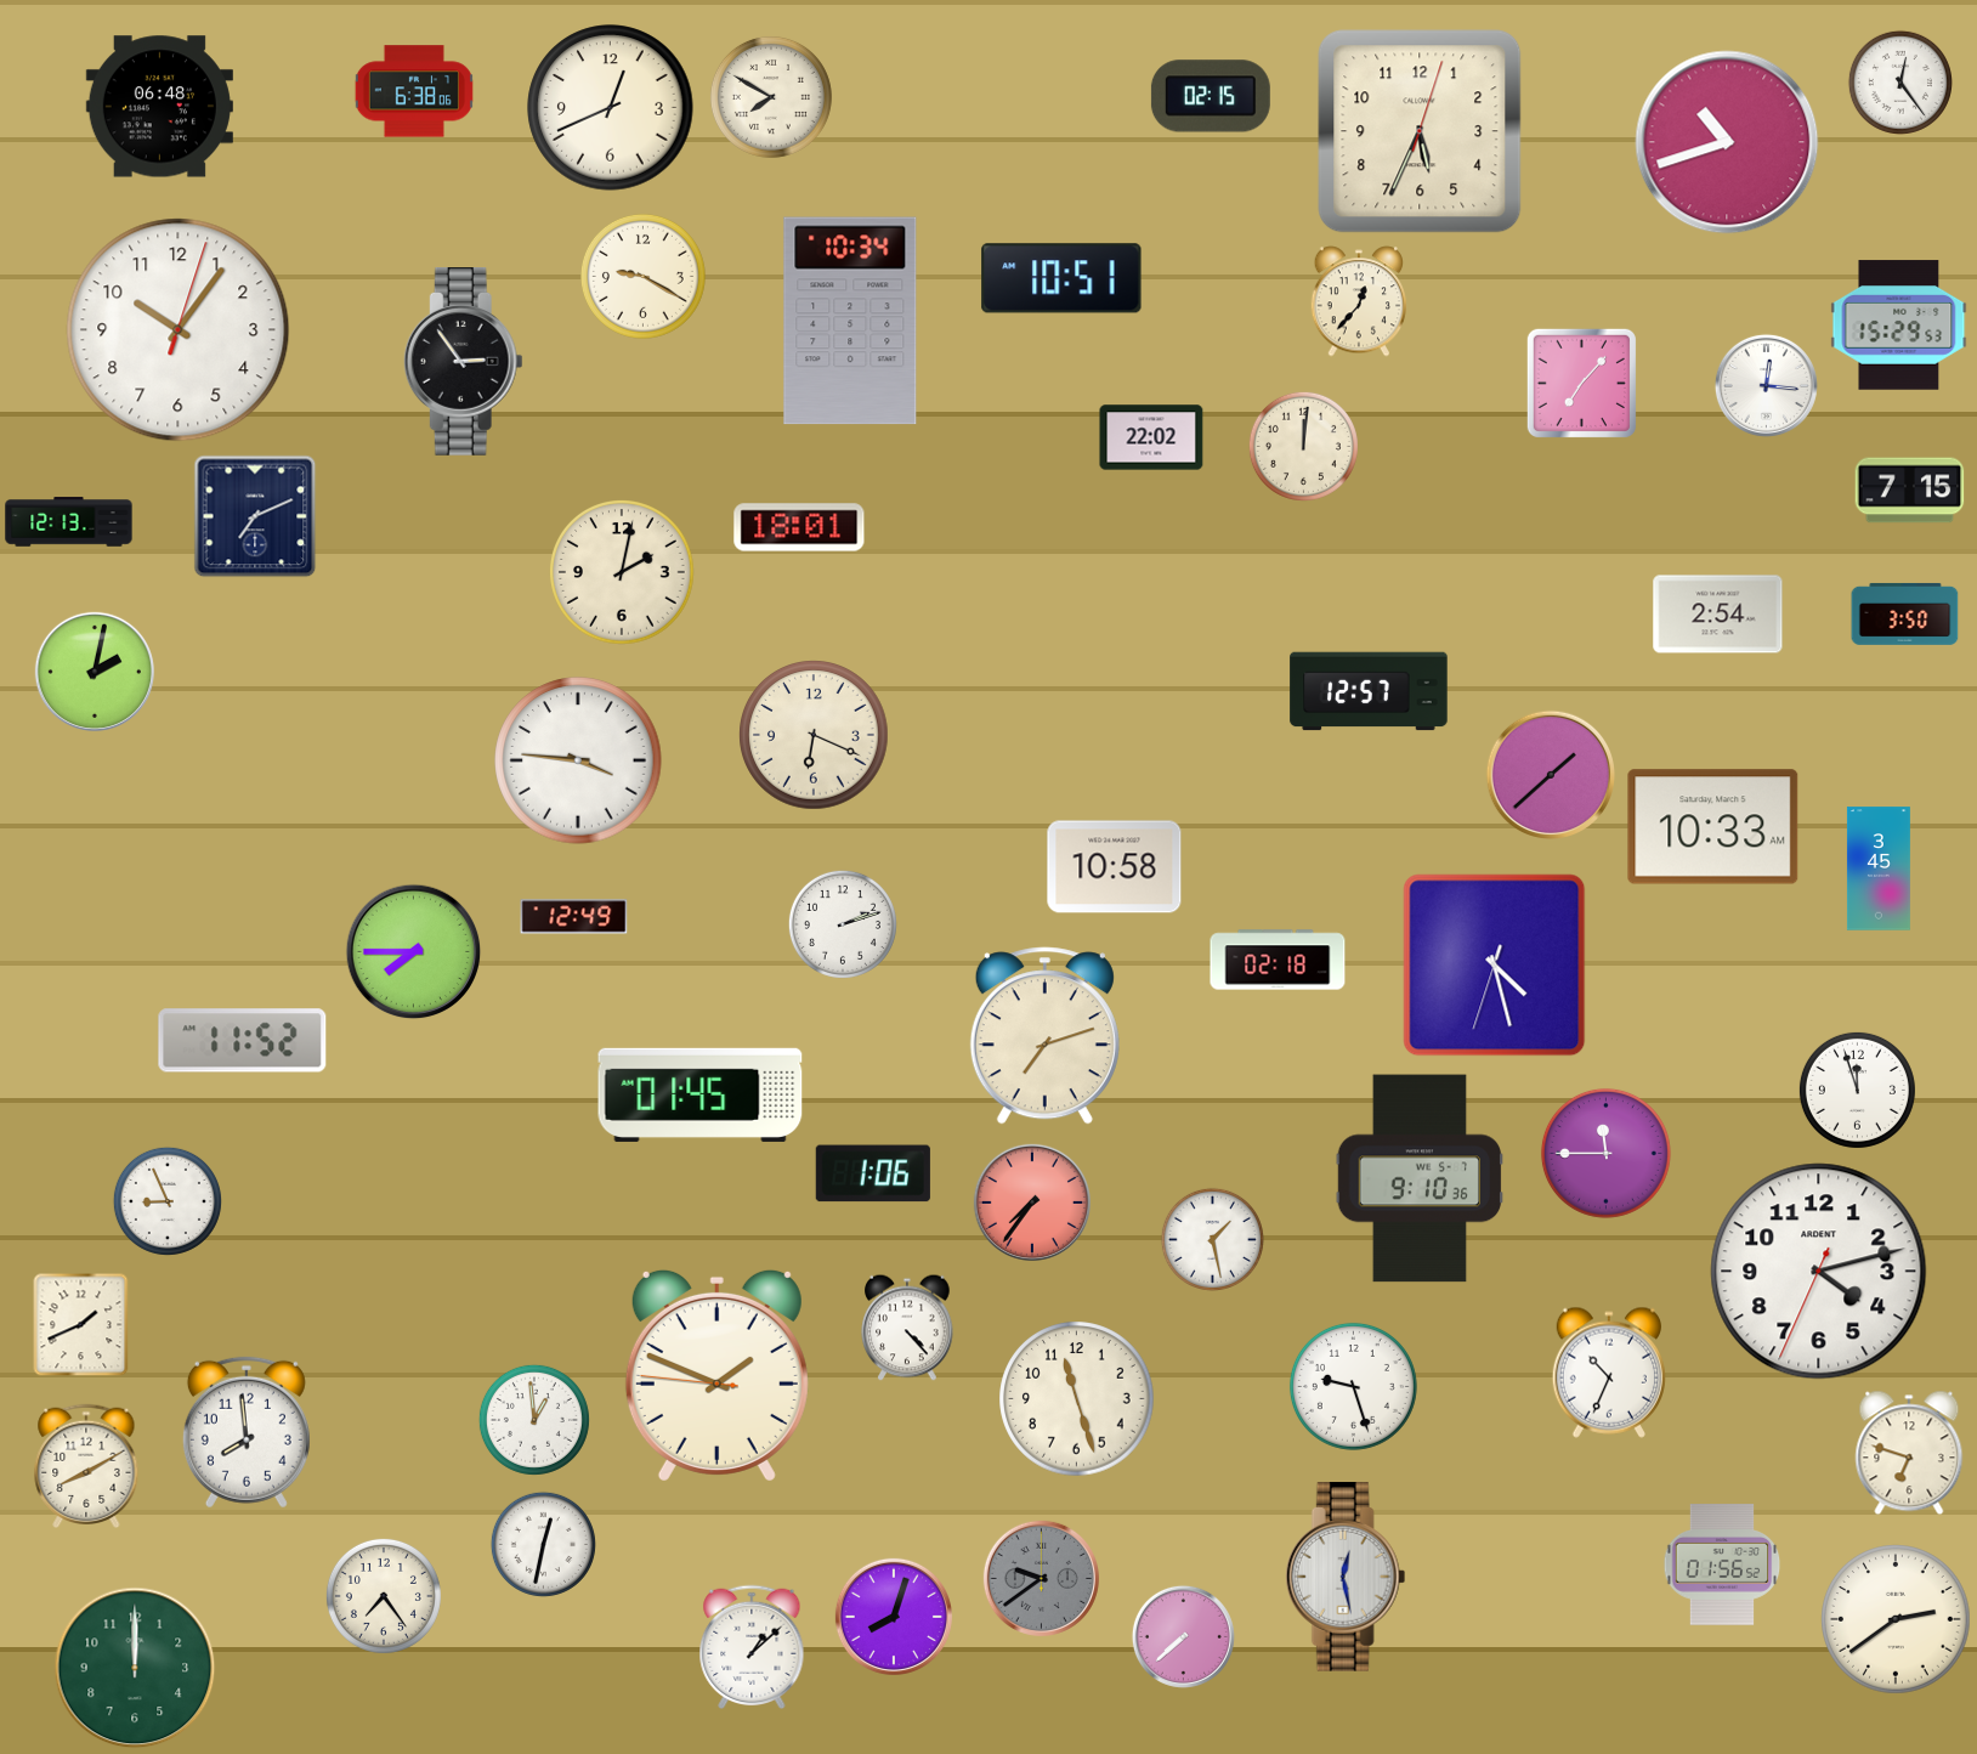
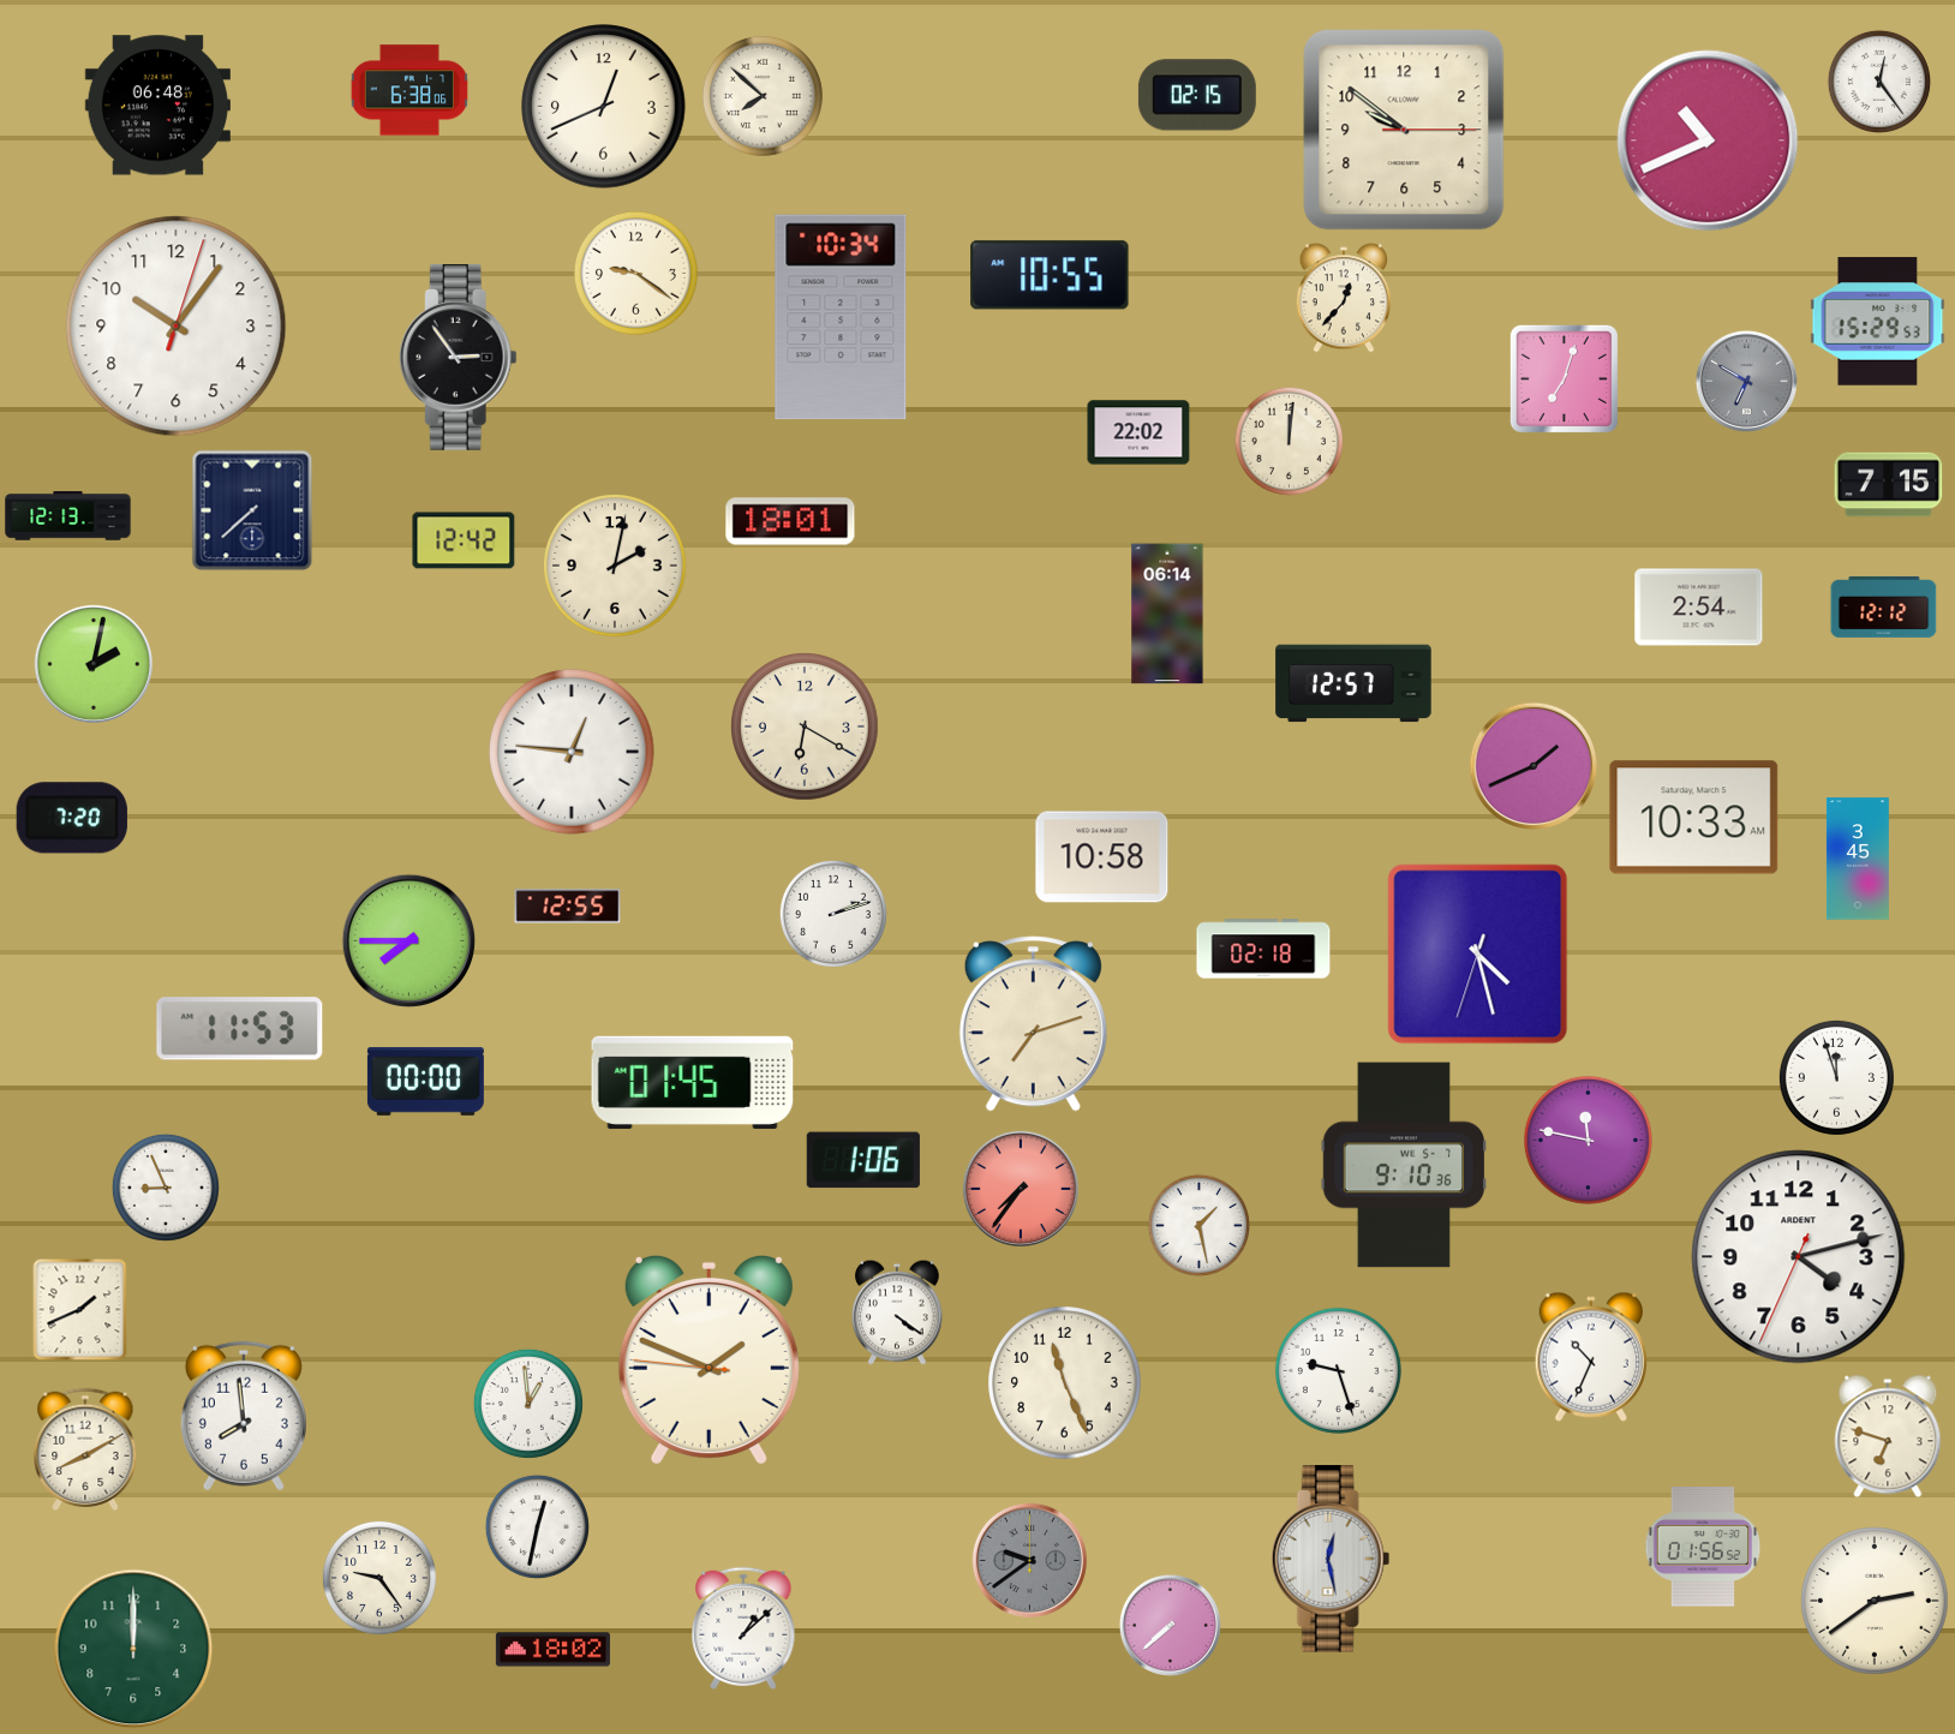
clock at (771, 97): 7:50 -> 7:52
clock at (1420, 131): 5:34 -> 9:51
clock at (1727, 142): 10:42 -> 10:41
clock at (642, 276): 9:20 -> 9:21
clock at (1061, 278): 10:51 -> 10:55
clock at (1581, 383): 7:07 -> 7:03
clock at (1766, 385): 12:16 -> 6:50
clock at (1766, 385) dial: white -> grey
clock at (255, 516): 7:11 -> 7:38
clock at (464, 540): none -> 12:42
clock at (1905, 613): 3:50 -> 12:12
clock at (1167, 614): none -> 06:14
clock at (814, 735): 6:19 -> 6:20
clock at (578, 760): 3:46 -> 12:46
clock at (1550, 774): 1:38 -> 1:41
clock at (72, 818): none -> 7:20
clock at (574, 917): 12:49 -> 12:55
clock at (243, 1041): 11:52 -> 11:53
clock at (425, 1081): none -> 00:00
clock at (1605, 1153): 11:45 -> 11:47
clock at (907, 1328): 4:23 -> 4:21
clock at (1077, 1399): 11:27 -> 11:26
clock at (384, 1596): 7:24 -> 9:24
clock at (894, 1617): 8:03 -> none
clock at (1183, 1636) position: (1183, 1636) -> (1170, 1625)
clock at (552, 1650): none -> 18:02
